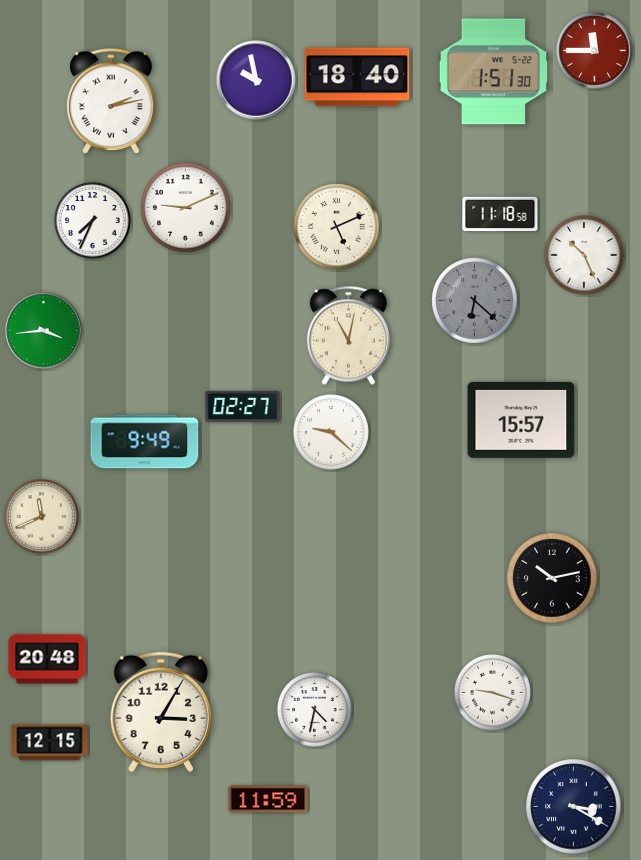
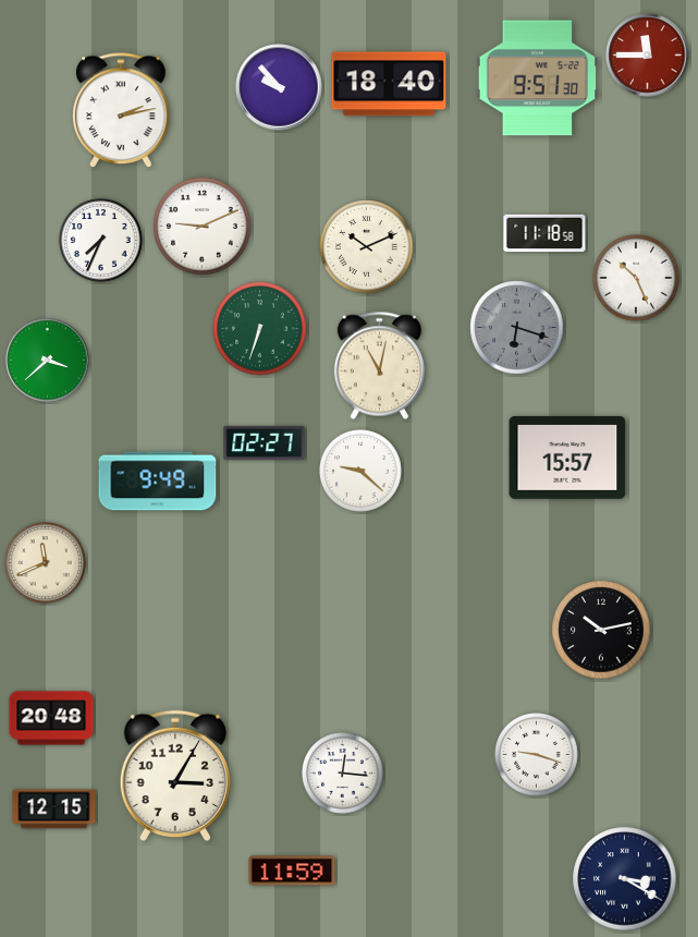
clock at (494, 72): 1:51 -> 9:51
clock at (256, 80): 9:58 -> 9:53
clock at (337, 227): 5:11 -> 10:11
clock at (475, 301): 6:22 -> 6:18
clock at (260, 329): none -> 6:33
clock at (44, 331): 3:44 -> 3:38
clock at (315, 710): 4:32 -> 12:16
